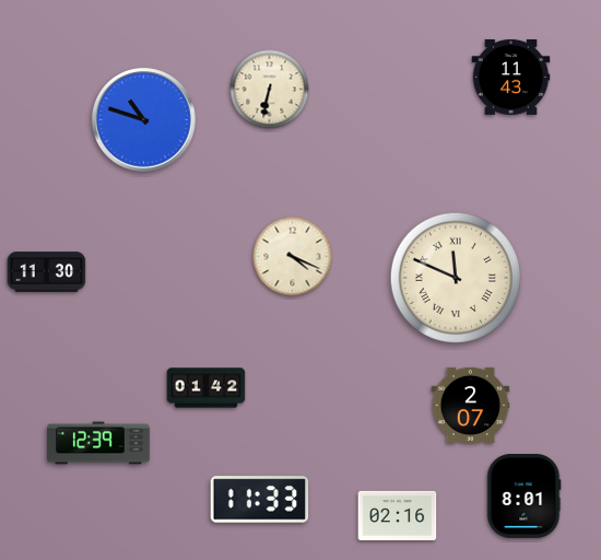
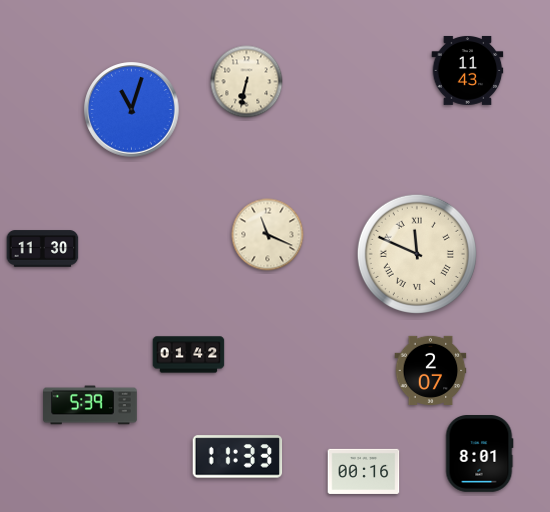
clock at (144, 120): 10:48 -> 11:03
clock at (293, 257): 4:19 -> 11:19
clock at (98, 443): 12:39 -> 5:39
clock at (398, 515): 02:16 -> 00:16
